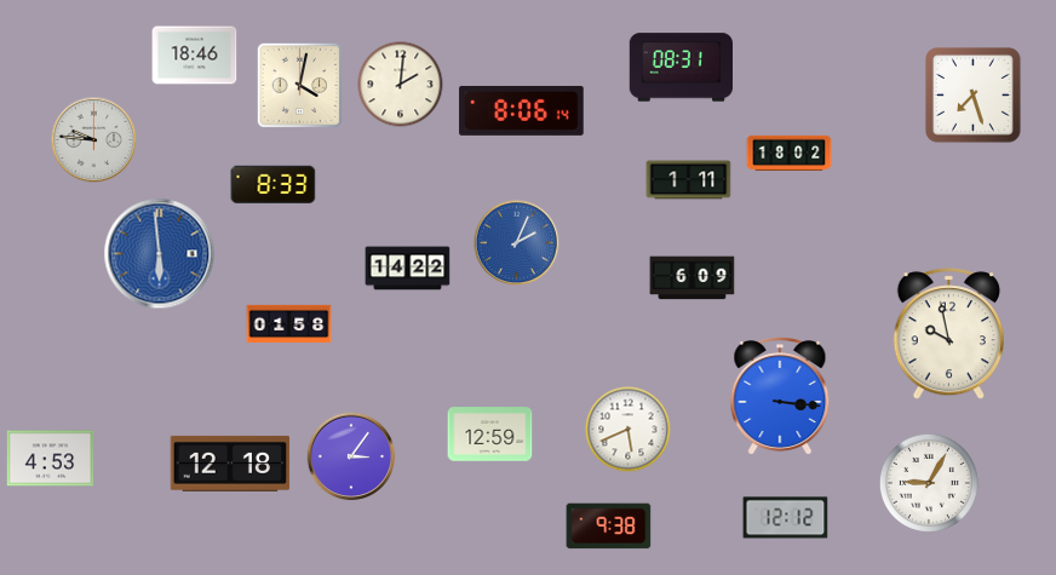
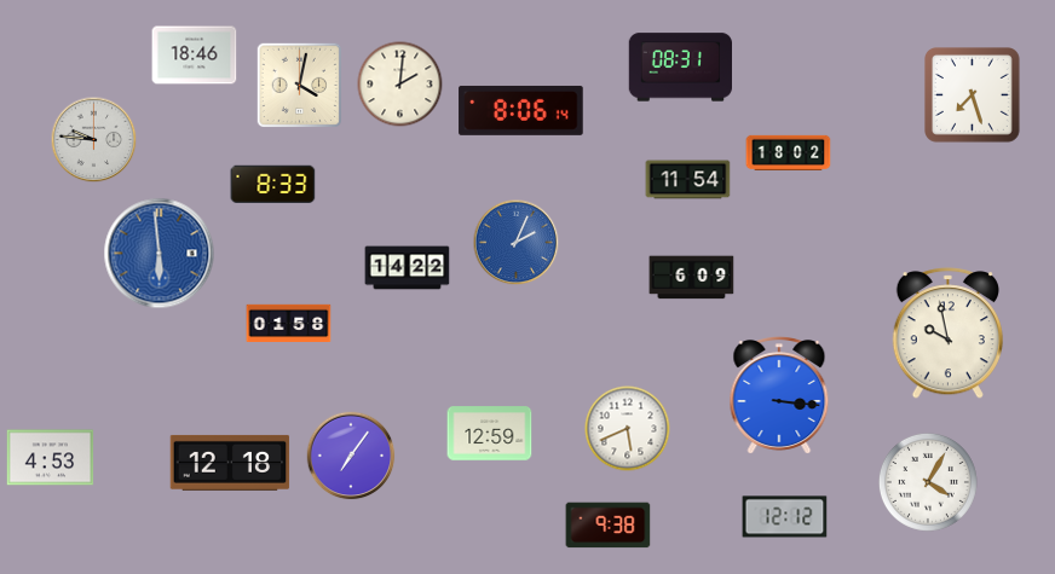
clock at (689, 180): 1:11 -> 11:54
clock at (351, 456): 3:06 -> 7:06
clock at (929, 483): 9:05 -> 4:05
